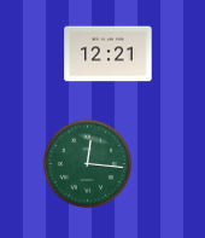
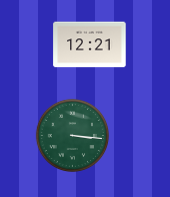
clock at (87, 163): 12:16 -> 3:16
